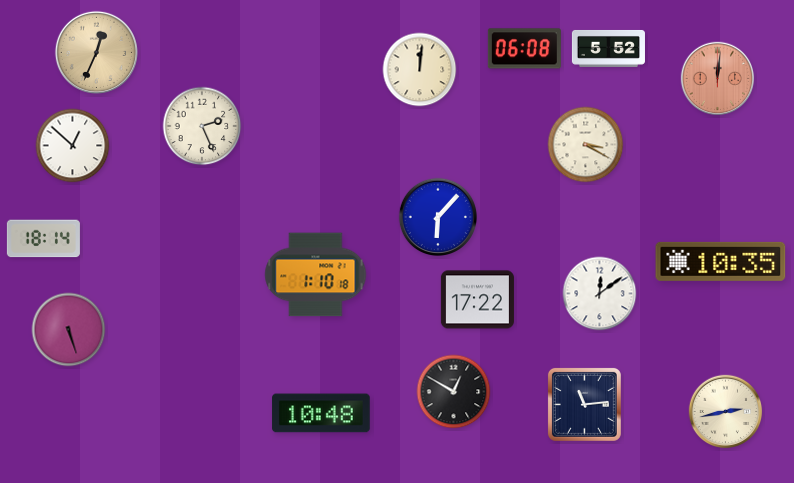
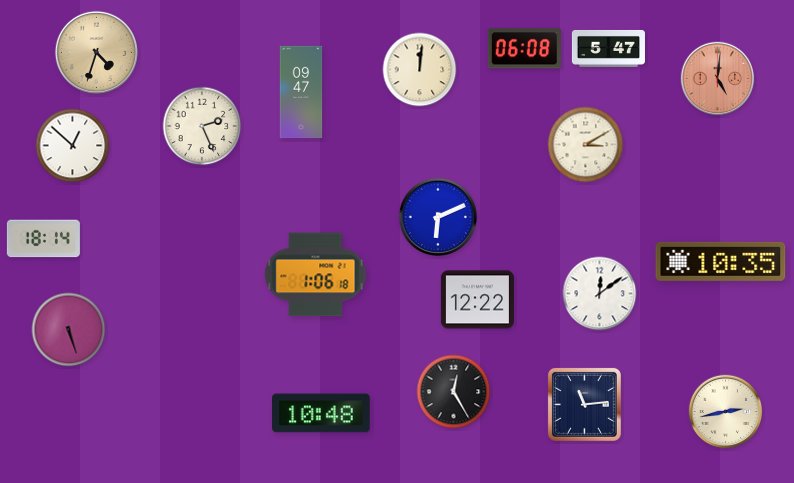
clock at (608, 48): 5:52 -> 5:47
clock at (96, 52): 12:34 -> 4:33
clock at (718, 79): 12:01 -> 5:01
clock at (301, 92): none -> 09:47
clock at (586, 145): 3:20 -> 3:10
clock at (437, 216): 6:07 -> 6:11
clock at (316, 275): 1:10 -> 1:06
clock at (477, 300): 17:22 -> 12:22
clock at (454, 392): 12:50 -> 12:25
